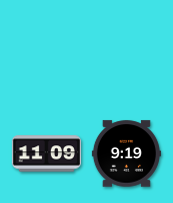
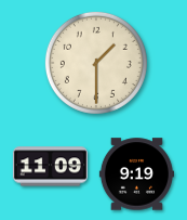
clock at (96, 63): none -> 1:30
clock at (126, 154) position: (126, 154) -> (136, 174)
